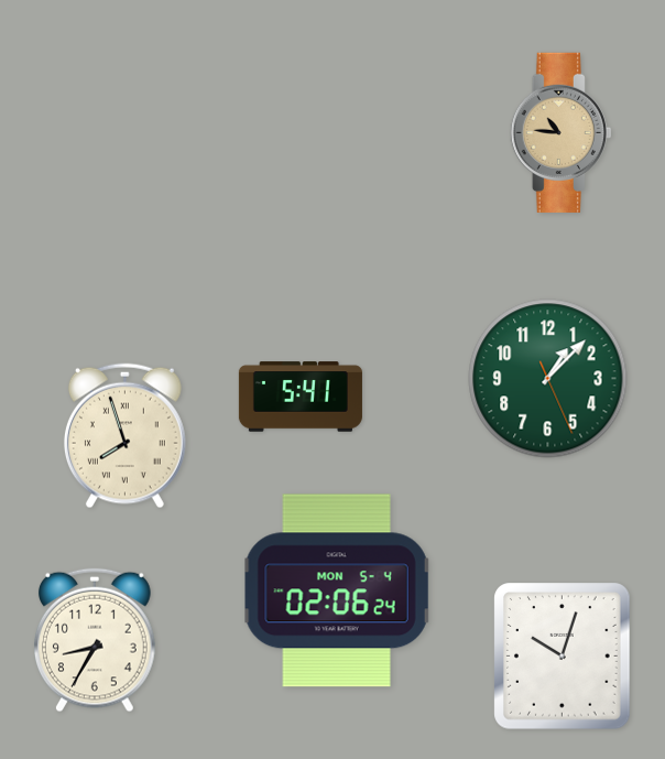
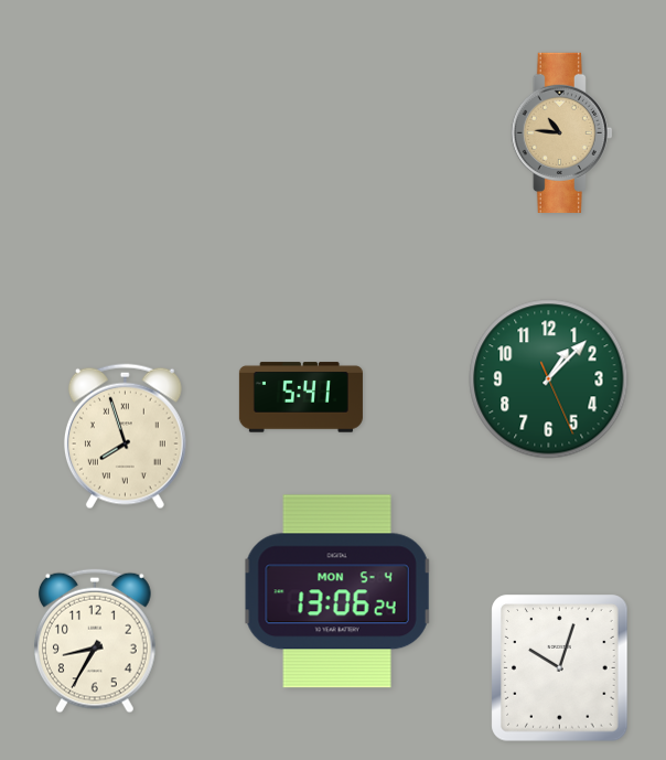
clock at (337, 590): 02:06 -> 13:06
clock at (563, 657) position: (563, 657) -> (560, 668)
